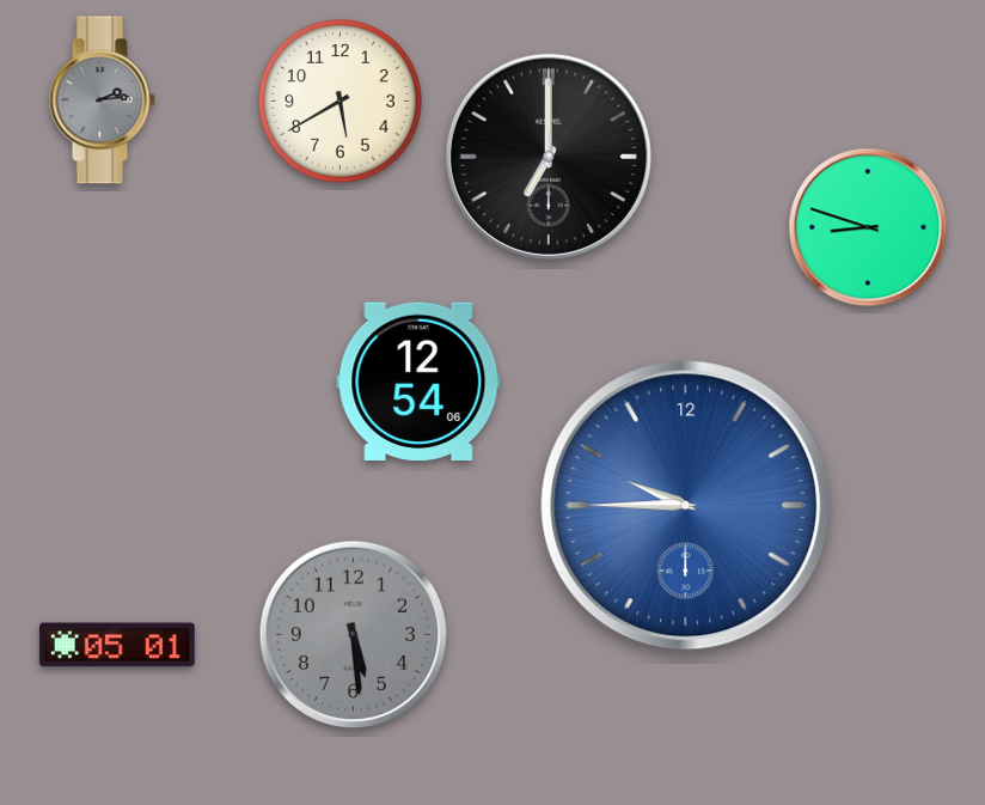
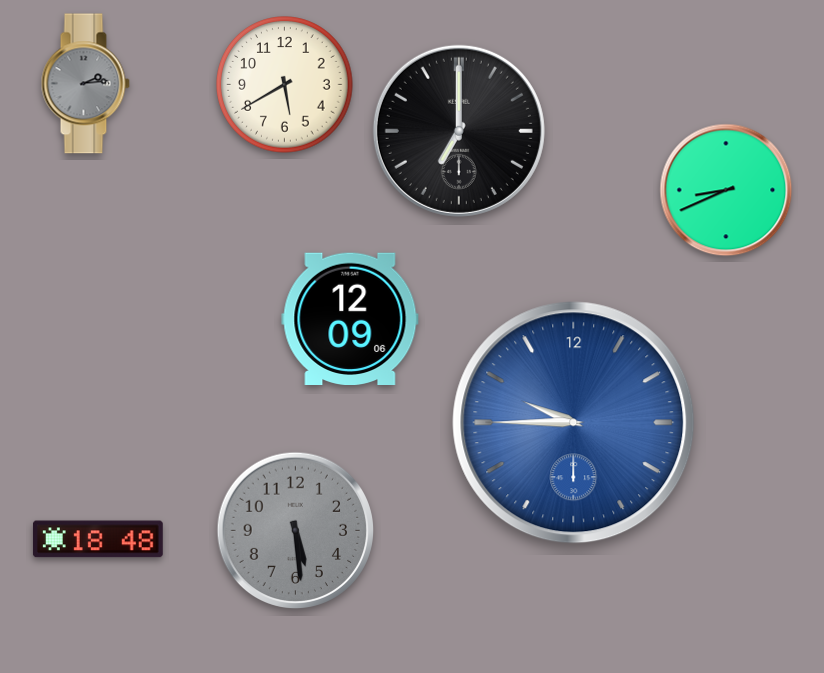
clock at (868, 227): 8:48 -> 8:41
clock at (418, 380): 12:54 -> 12:09
clock at (117, 645): 05:01 -> 18:48
